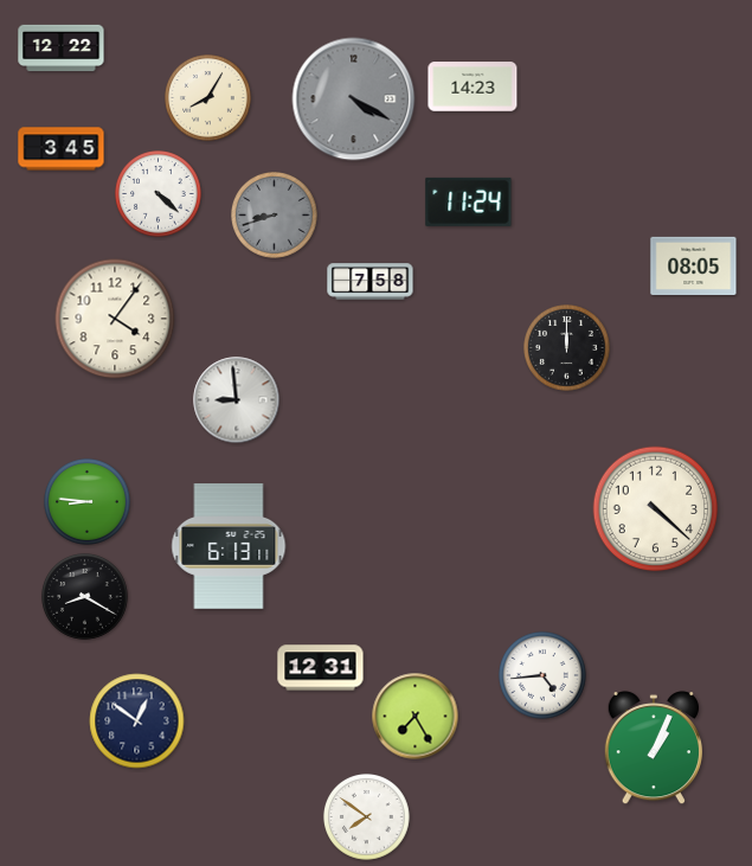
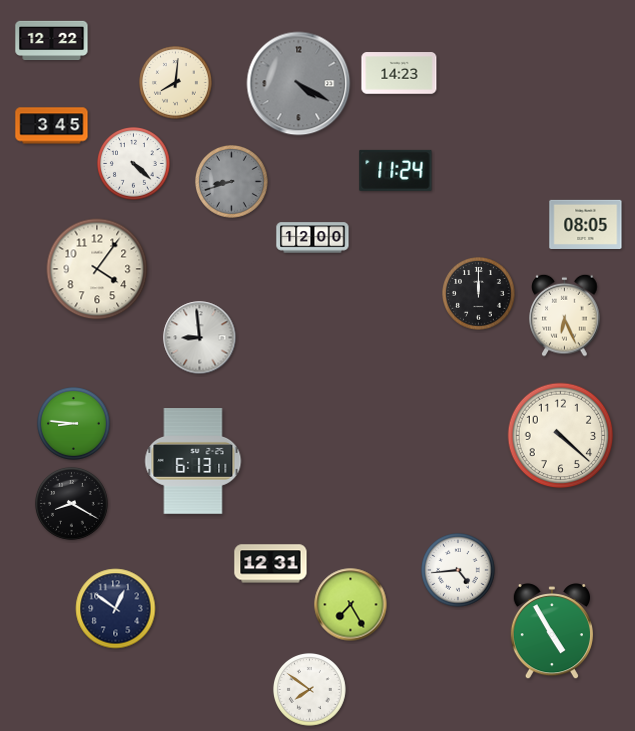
clock at (208, 98): 8:05 -> 8:01
clock at (371, 282): 7:58 -> 12:00
clock at (565, 315): none -> 6:26
clock at (656, 509) position: (656, 509) -> (561, 436)
clock at (654, 749): 1:04 -> 4:55
